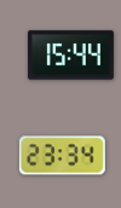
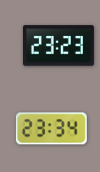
clock at (70, 56): 15:44 -> 23:23
